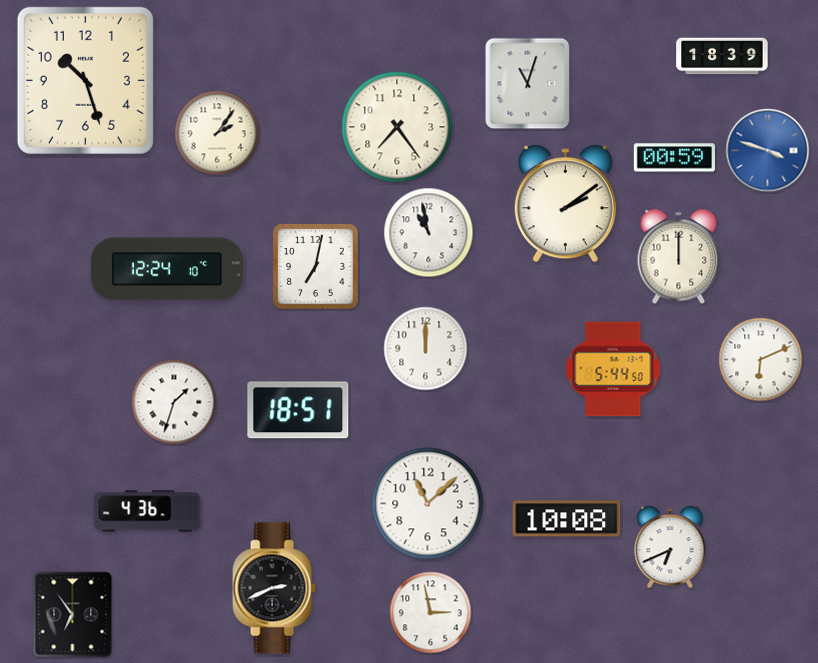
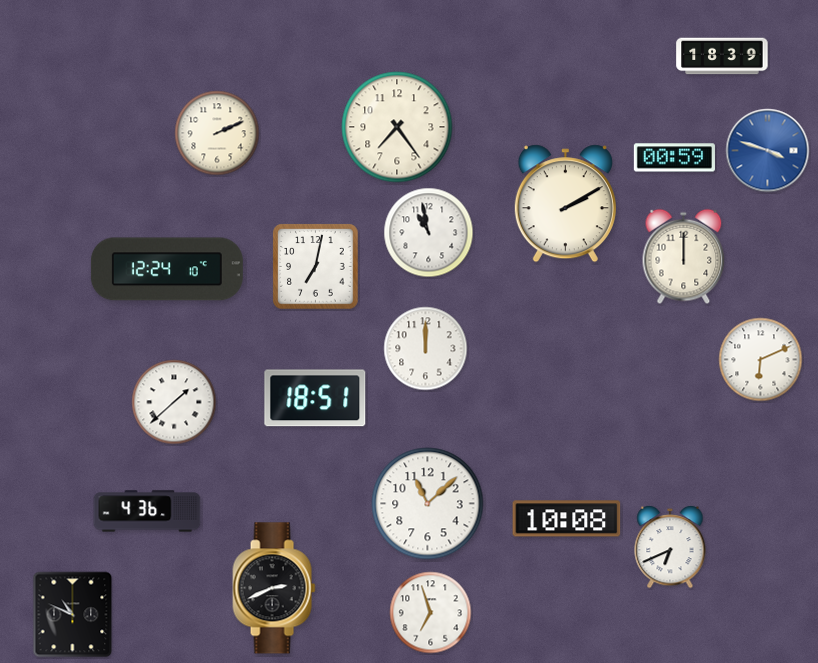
clock at (85, 80): 10:27 -> none
clock at (528, 84): 11:03 -> none
clock at (217, 133): 2:06 -> 2:11
clock at (565, 204): 2:09 -> 2:10
clock at (679, 257) position: (679, 257) -> (684, 257)
clock at (613, 369): 5:44 -> none
clock at (174, 402): 1:33 -> 1:38
clock at (298, 410) position: (298, 410) -> (315, 398)
clock at (431, 613): 2:58 -> 6:57
clock at (73, 615): 6:54 -> 10:49
